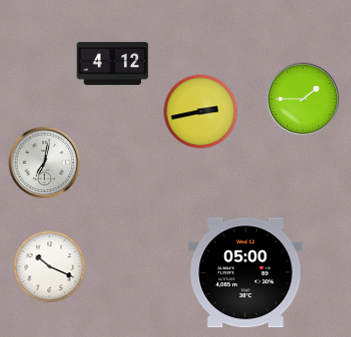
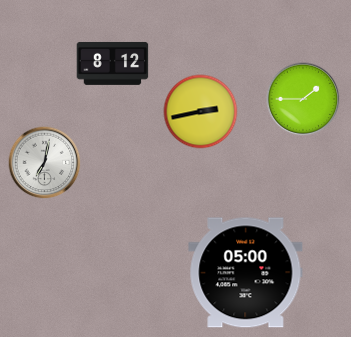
clock at (113, 63): 4:12 -> 8:12
clock at (50, 267): 10:19 -> none
